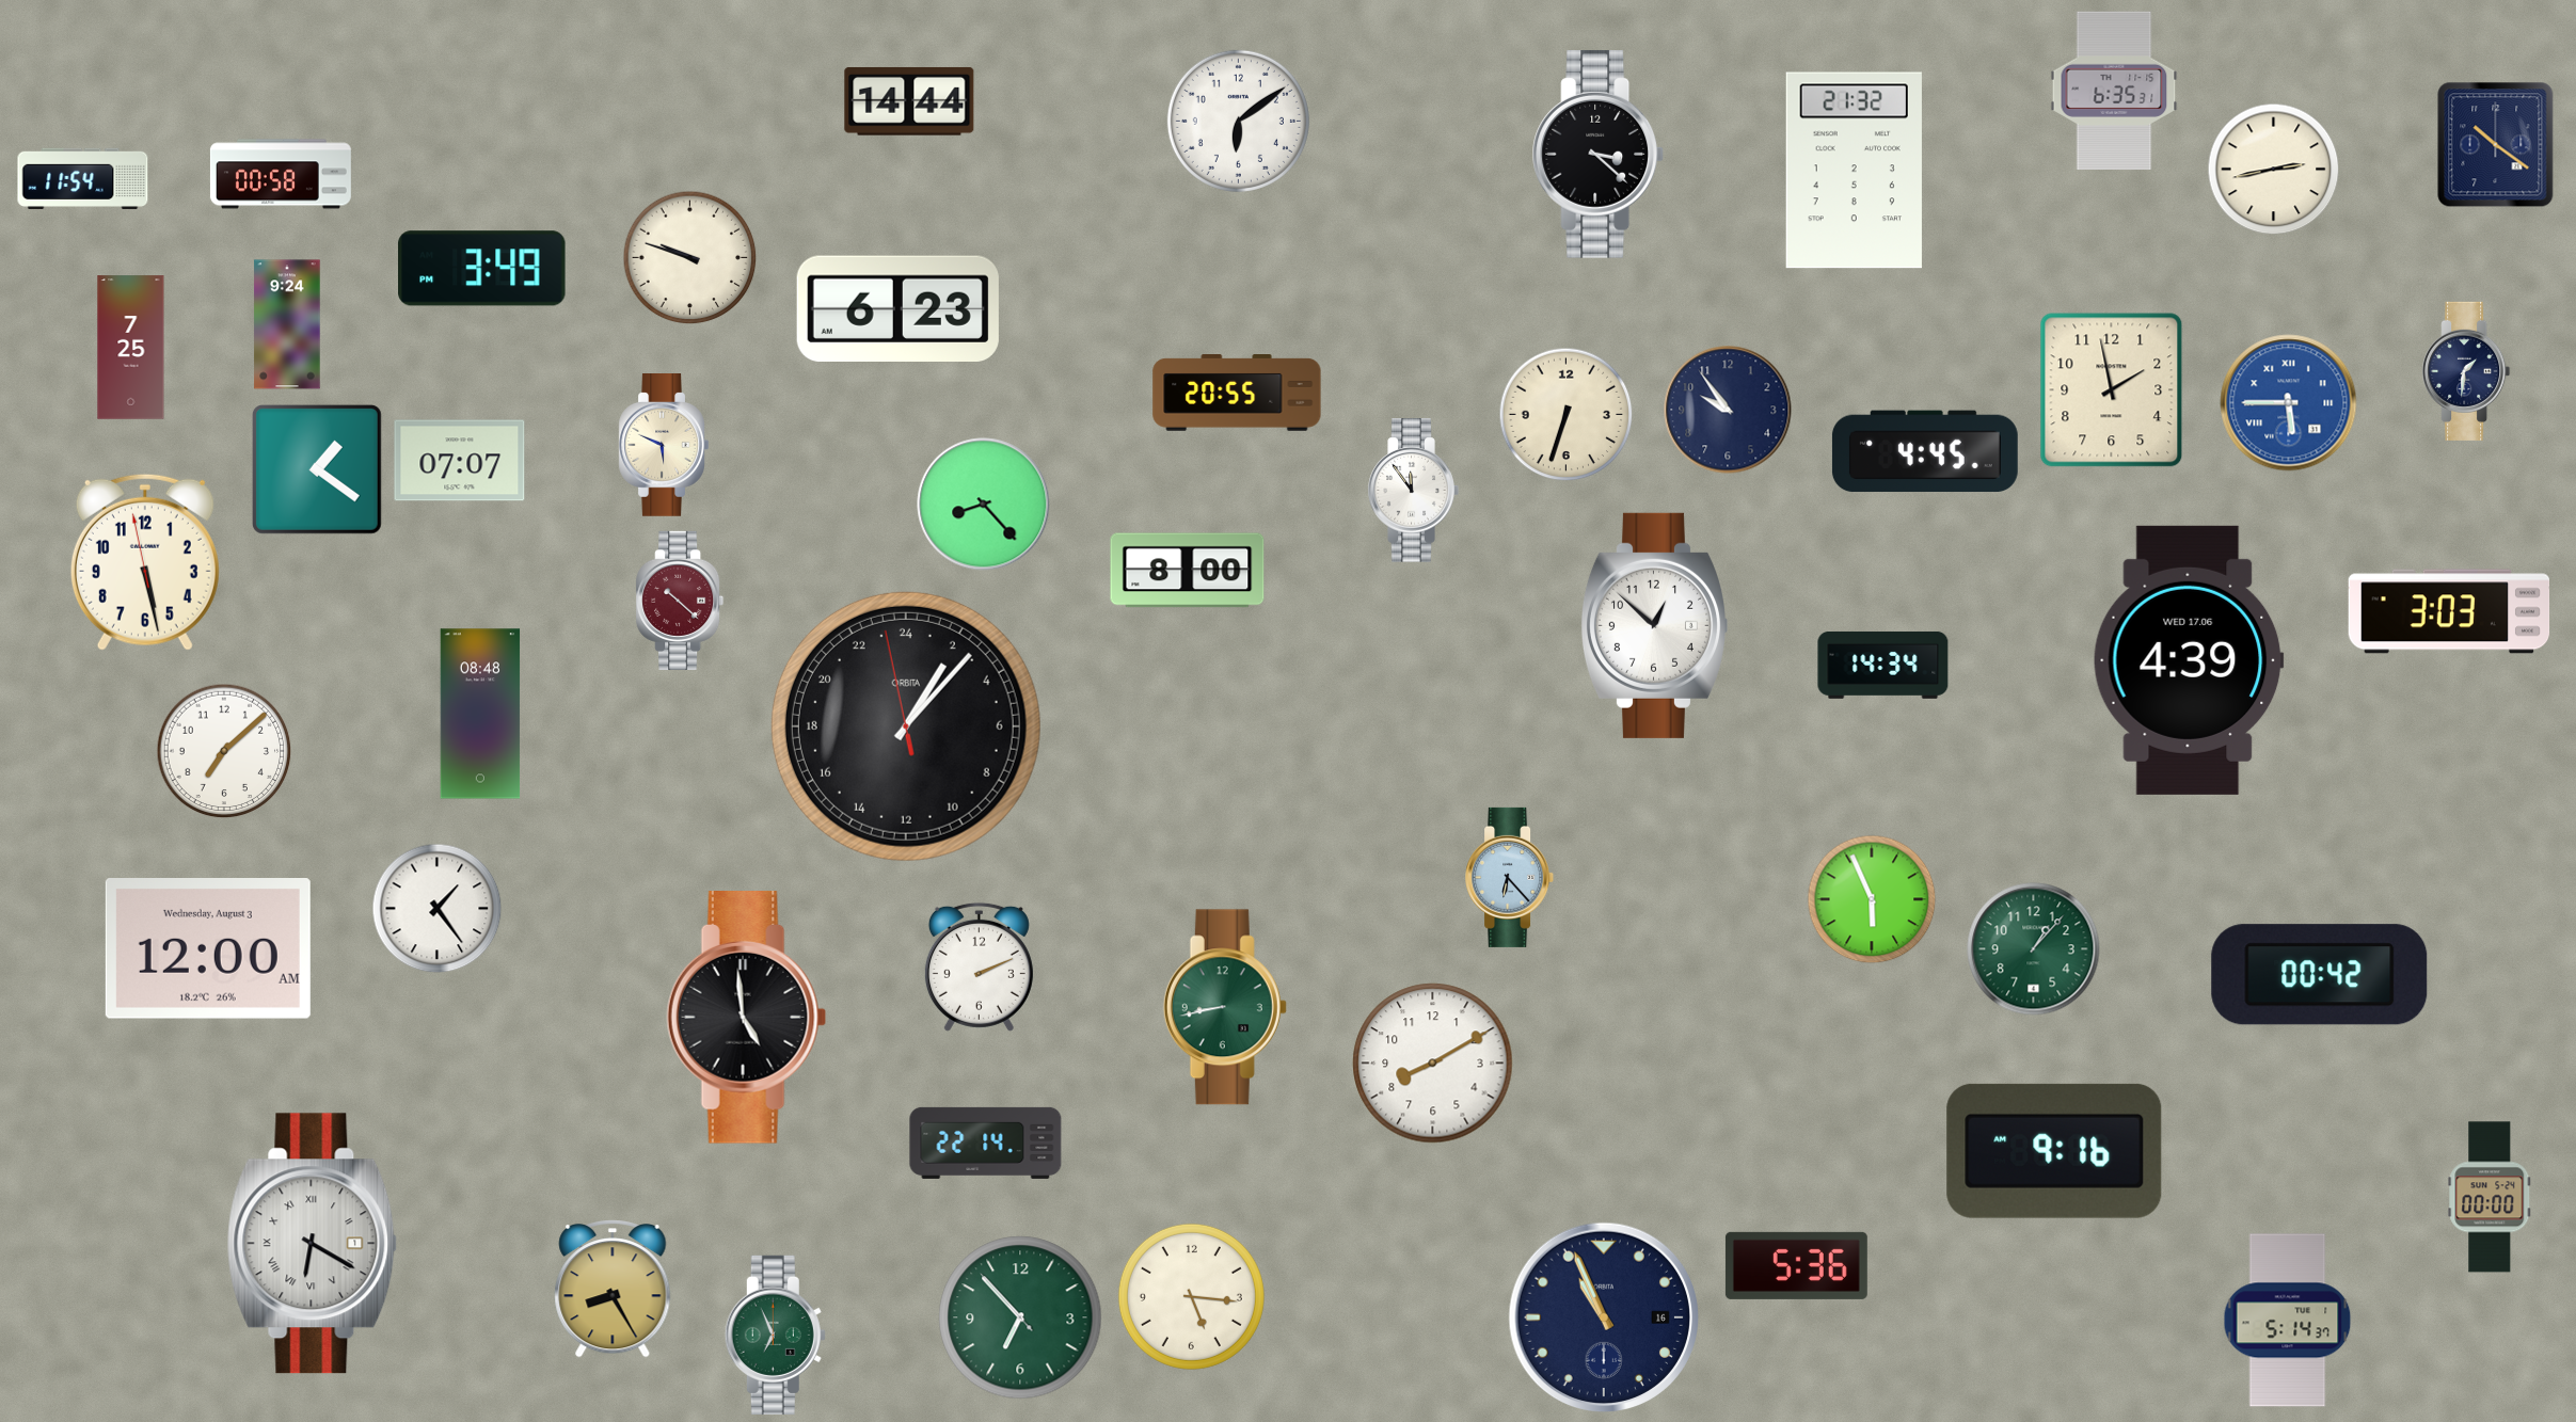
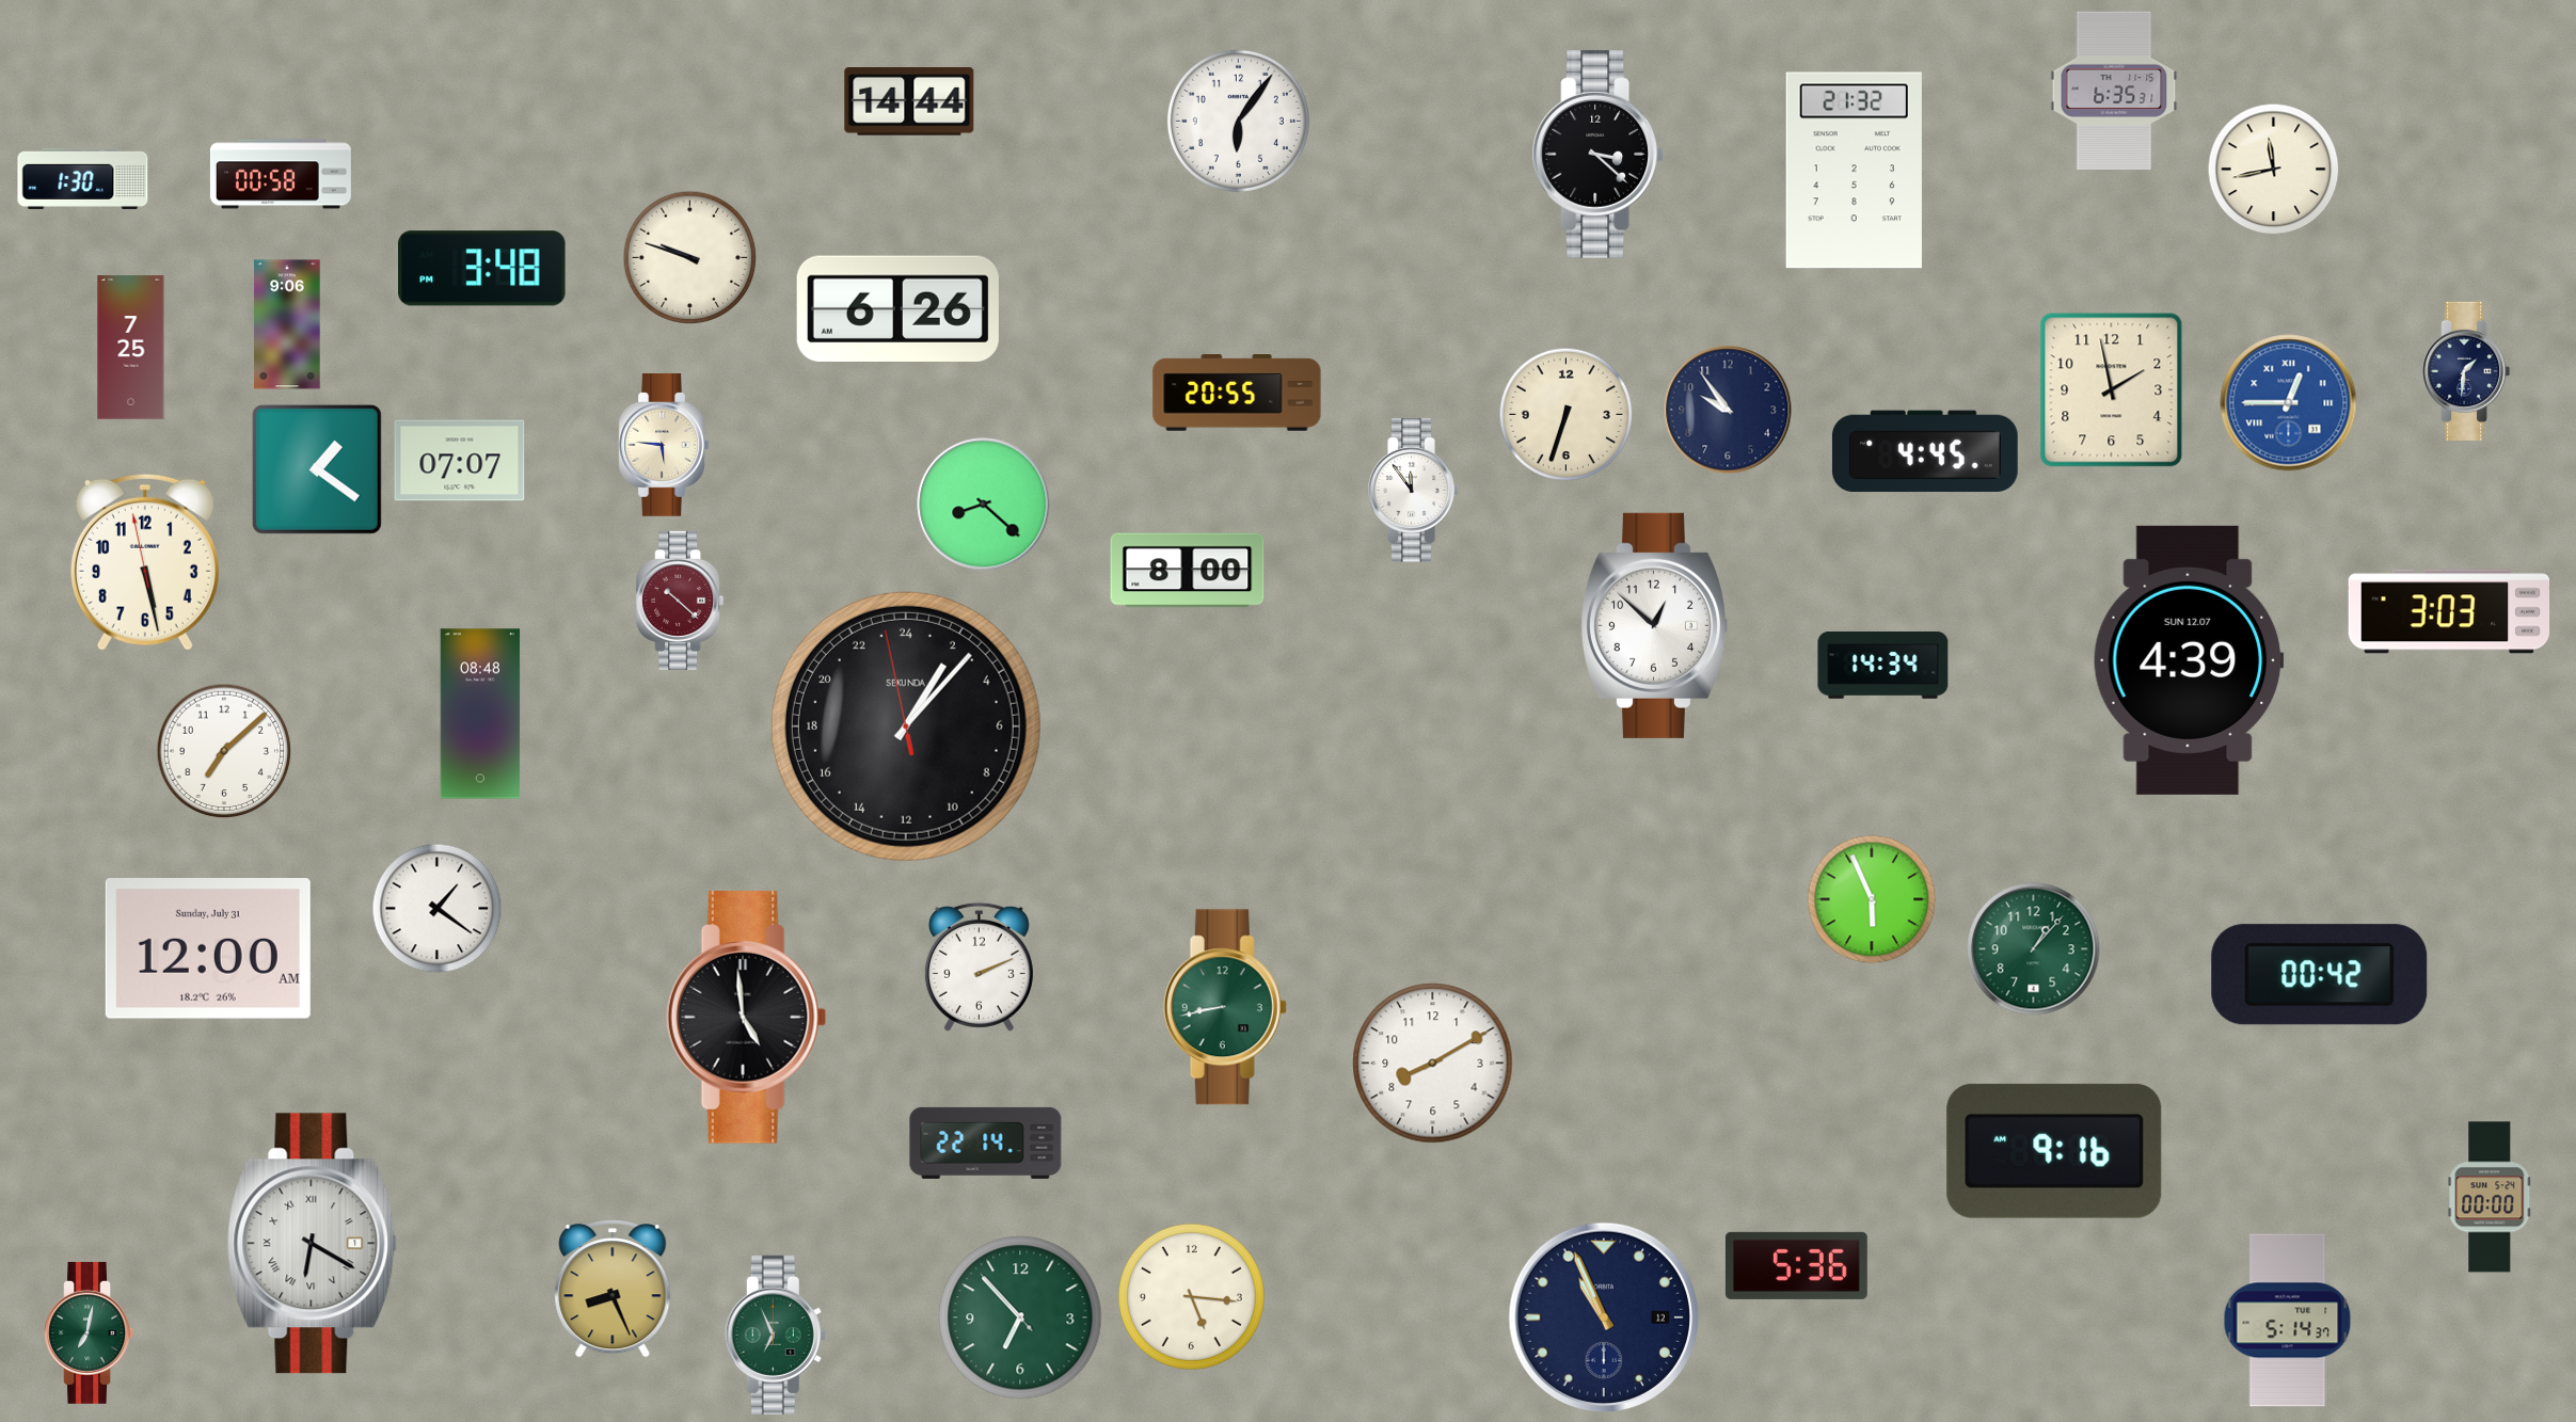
clock at (1238, 121): 6:09 -> 6:06
clock at (2496, 145): 10:21 -> none
clock at (2274, 170): 2:43 -> 11:43
clock at (83, 178): 11:54 -> 1:30
clock at (482, 269): 3:49 -> 3:48
clock at (897, 308): 6:23 -> 6:26
clock at (287, 324): 9:24 -> 9:06
clock at (2289, 403): 5:45 -> 12:45
clock at (664, 446): 5:49 -> 5:46
clock at (984, 505): 8:23 -> 8:22
clock at (2189, 660) date: WED 17.06 -> SUN 12.07
clock at (906, 726) brand: ORBITA -> SEKUNDA
clock at (1510, 877): 6:23 -> none
clock at (438, 909): 1:24 -> 1:21
clock at (208, 949) date: Wednesday, August 3 -> Sunday, July 31
clock at (613, 1290): 8:25 -> 8:26
clock at (1604, 1317) date: 16 -> 12
clock at (89, 1332): none -> 7:02
